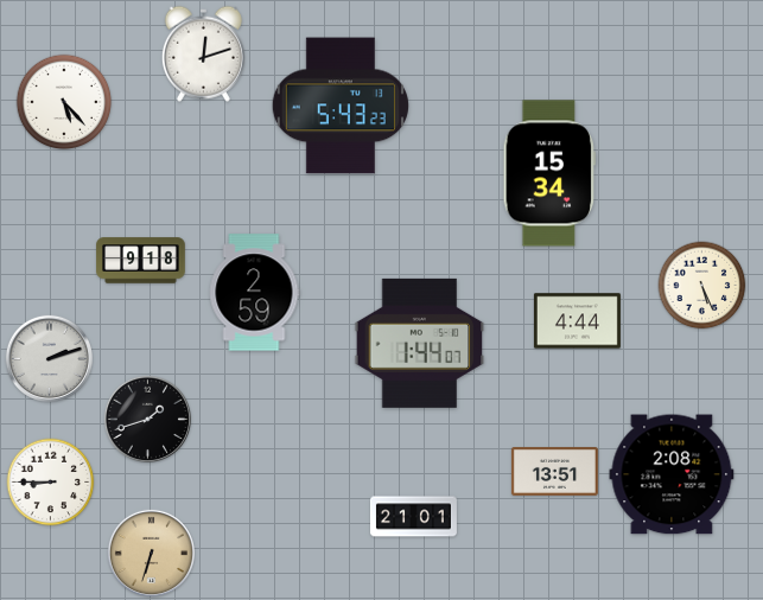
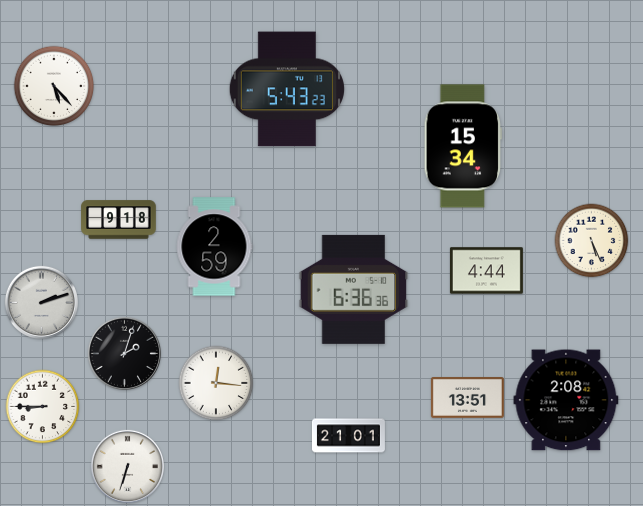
clock at (203, 53): 12:12 -> none
clock at (420, 343): 1:44 -> 6:36
clock at (147, 419): 1:42 -> 2:03
clock at (216, 383): none -> 12:16
clock at (151, 553) dial: champagne -> white
